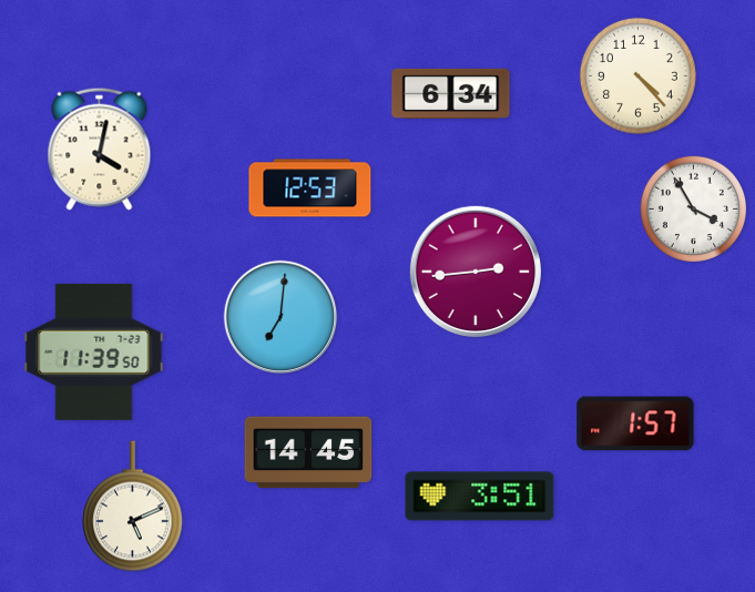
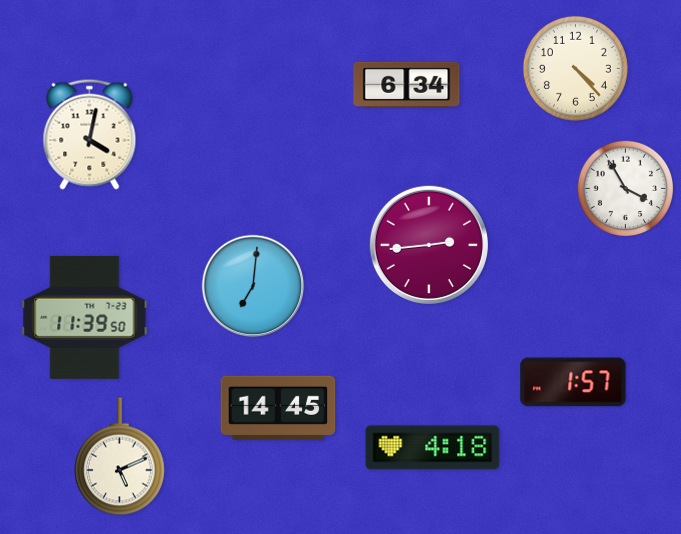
clock at (310, 188): 12:53 -> none
clock at (480, 497): 3:51 -> 4:18
